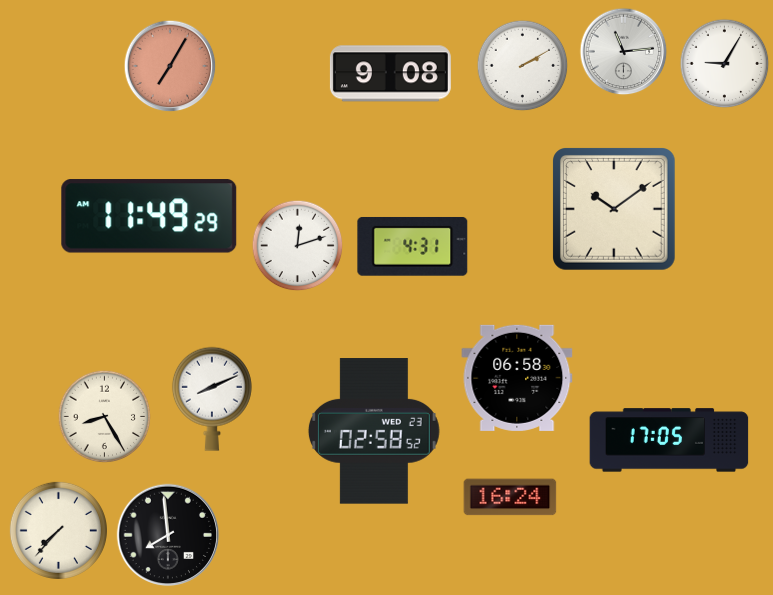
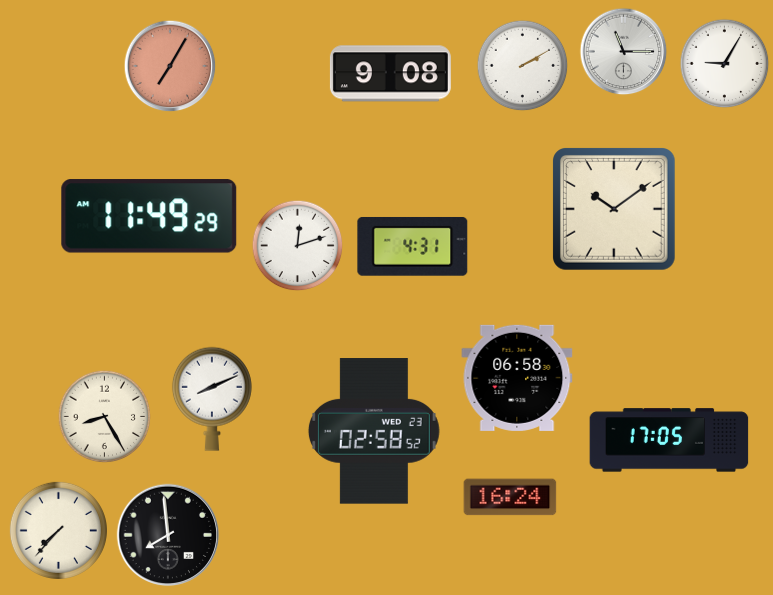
clock at (624, 52): 11:14 -> 11:15
